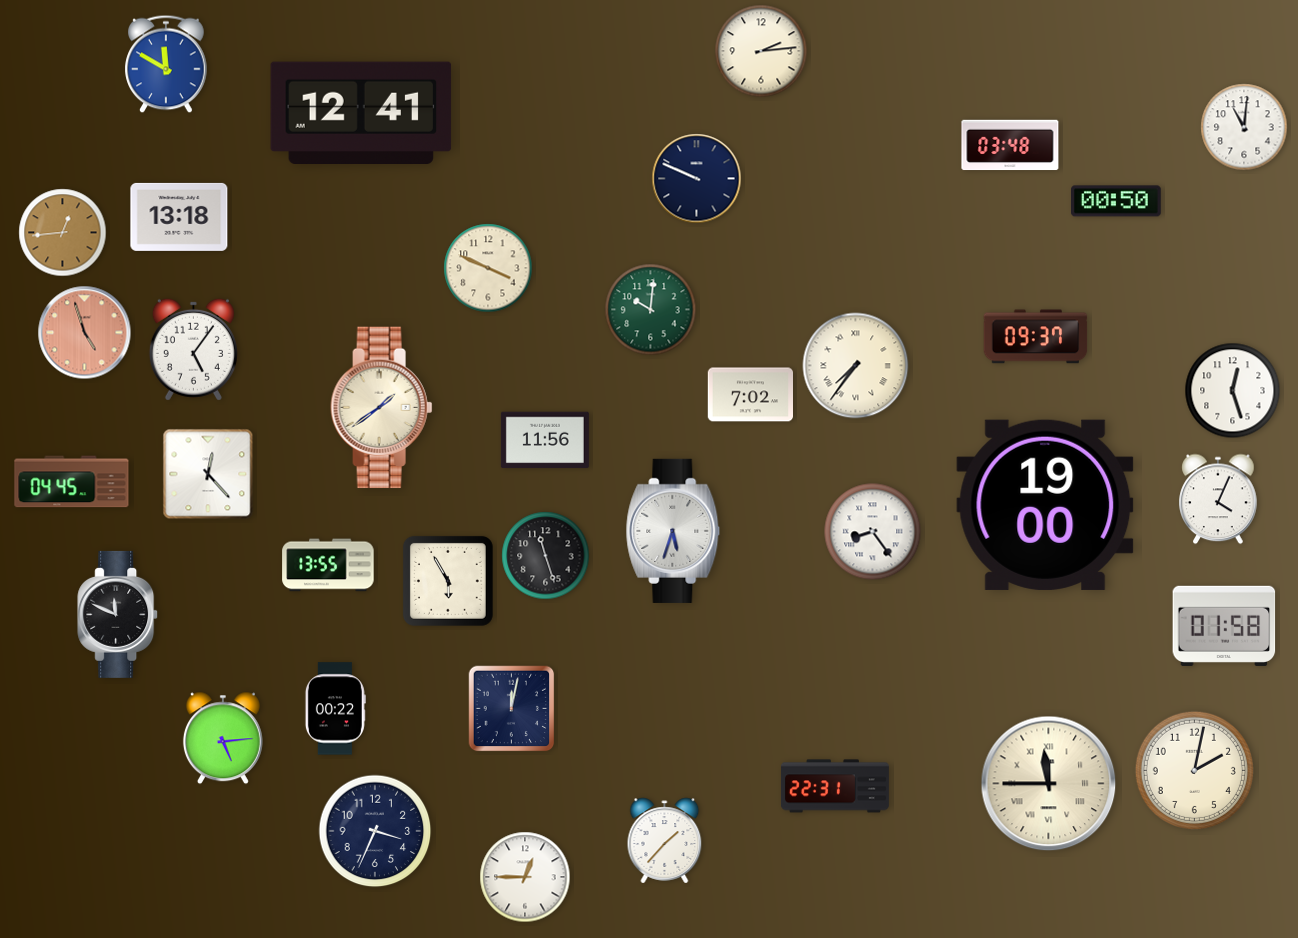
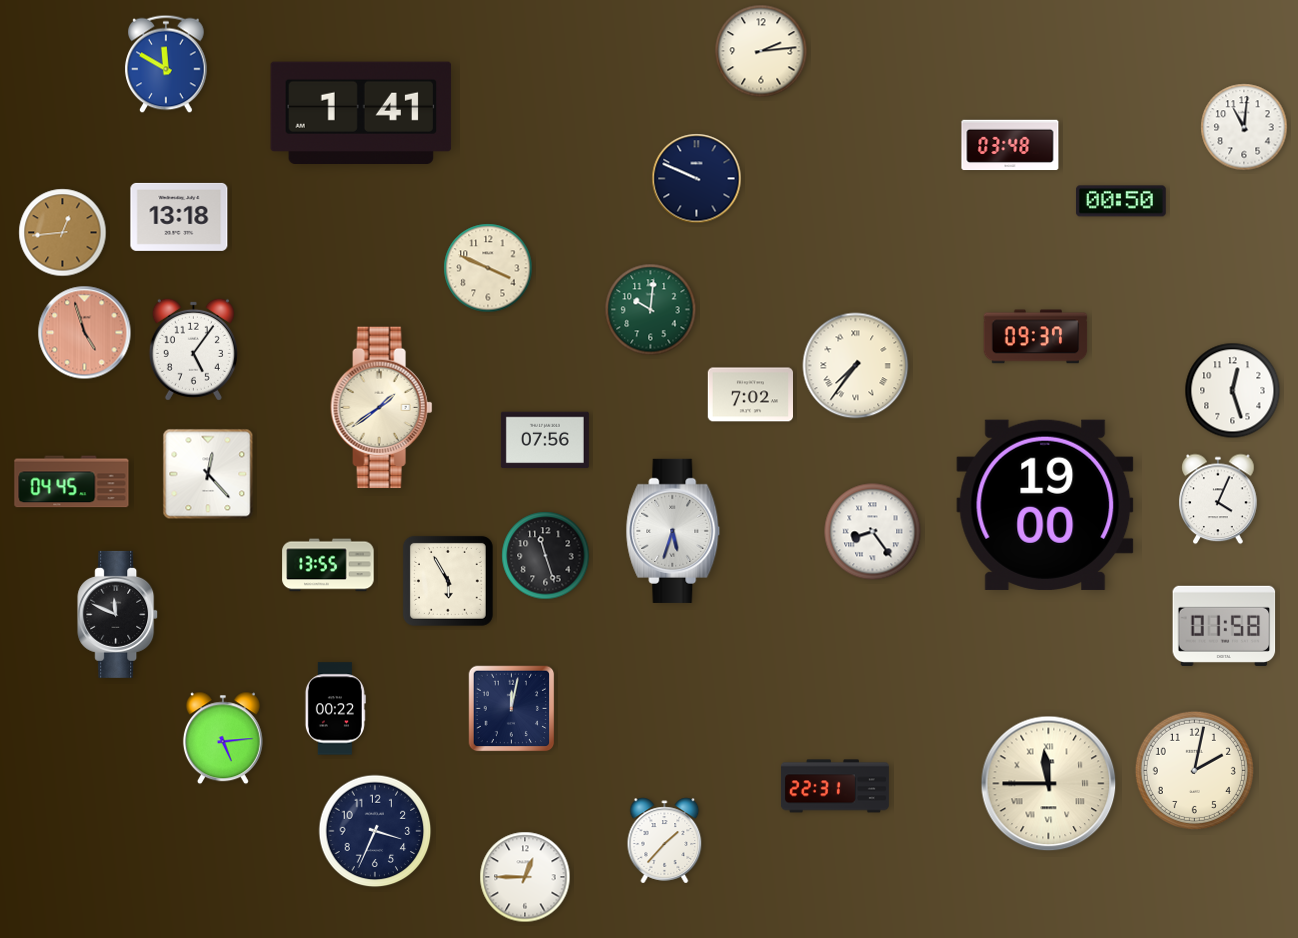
clock at (361, 112): 12:41 -> 1:41
clock at (1117, 201) position: (1117, 201) -> (1122, 201)
clock at (545, 440): 11:56 -> 07:56
